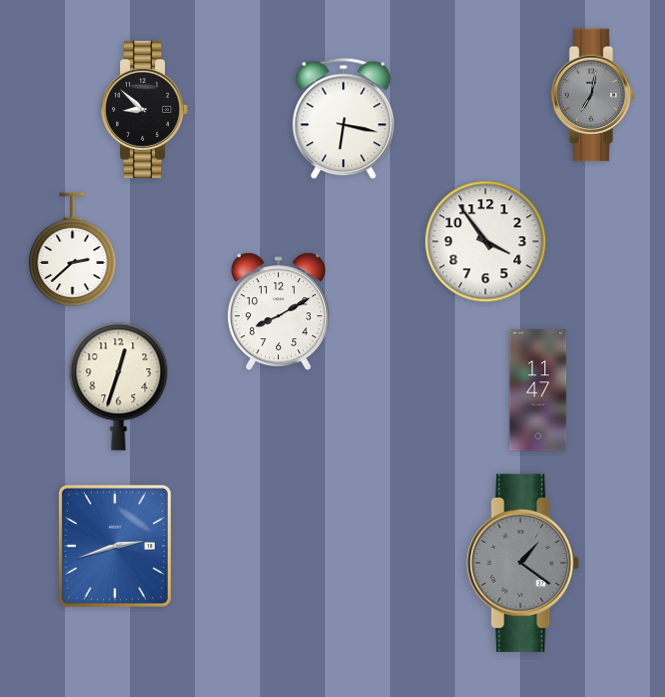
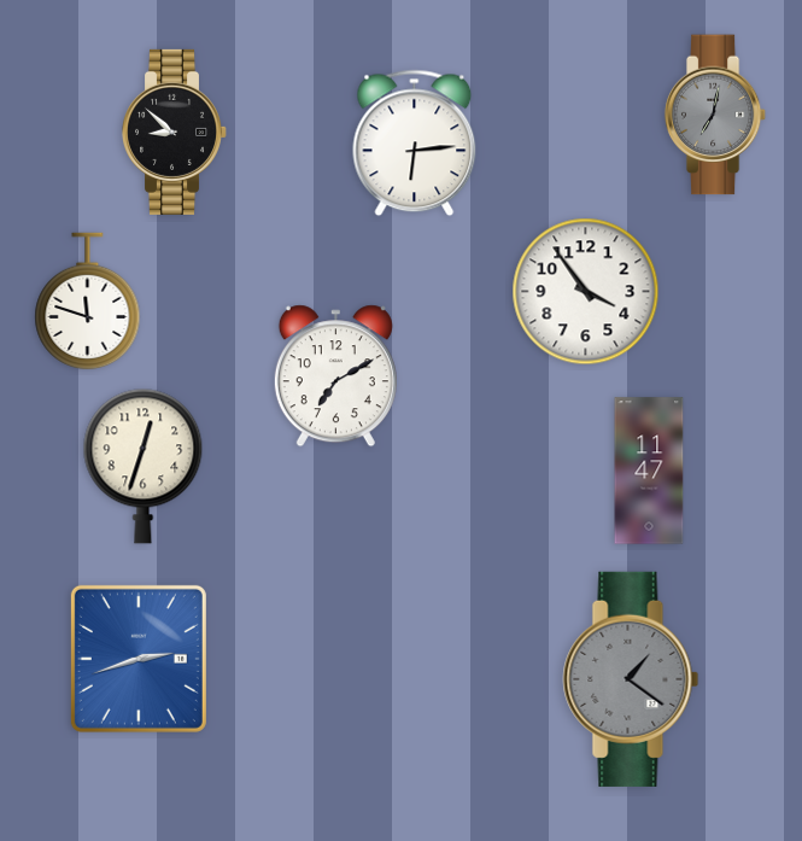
clock at (344, 119): 6:17 -> 6:14
clock at (73, 250): 2:38 -> 11:48
clock at (278, 312): 8:10 -> 7:10
